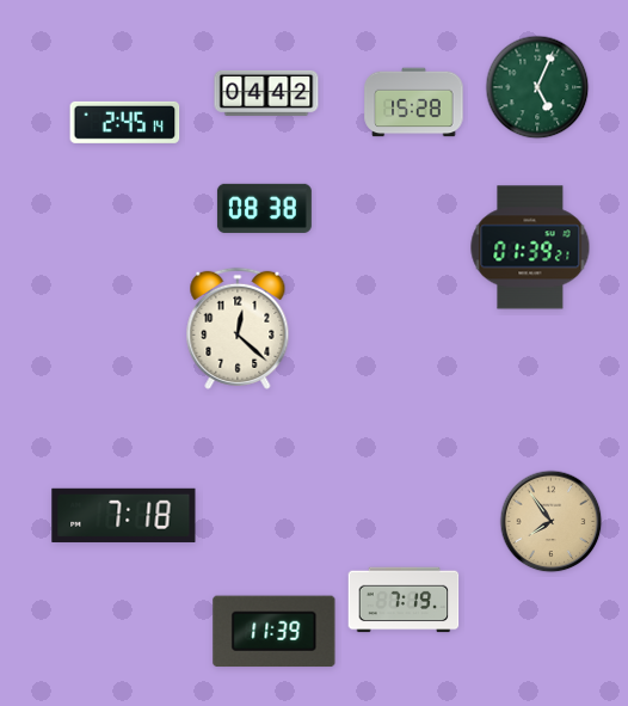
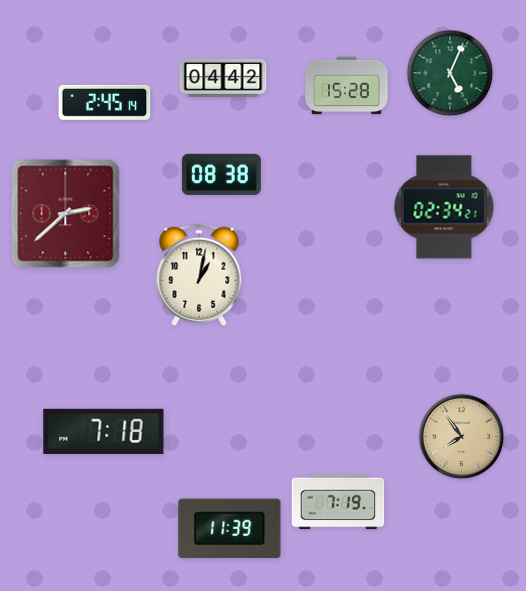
clock at (530, 247): 01:39 -> 02:34
clock at (66, 214): none -> 2:38
clock at (238, 329): 12:22 -> 1:02
